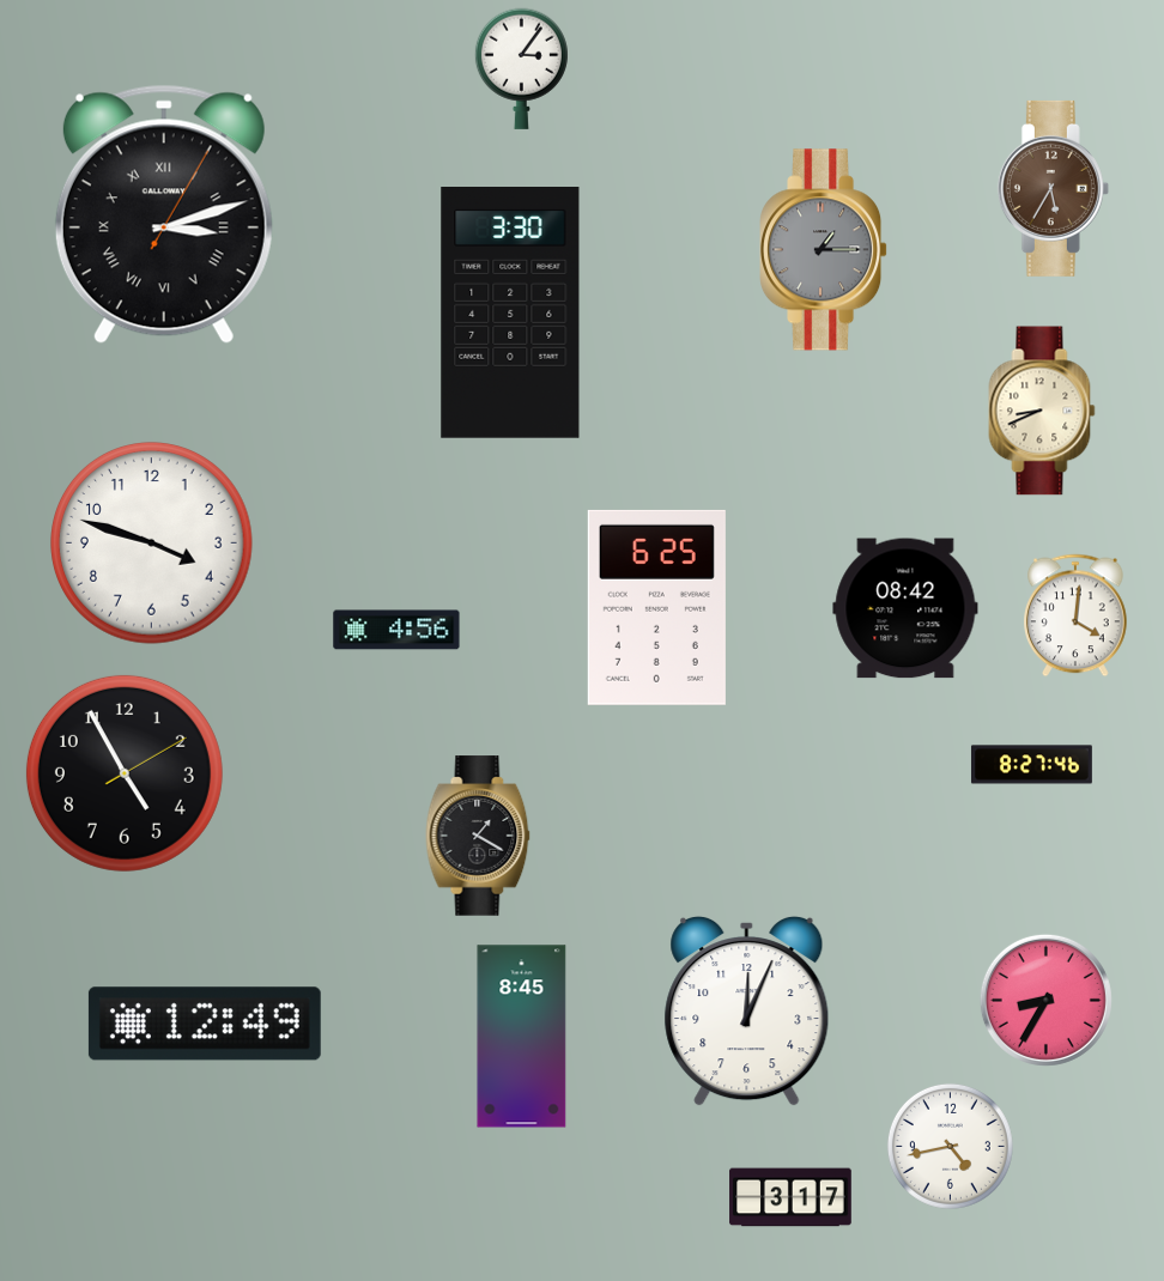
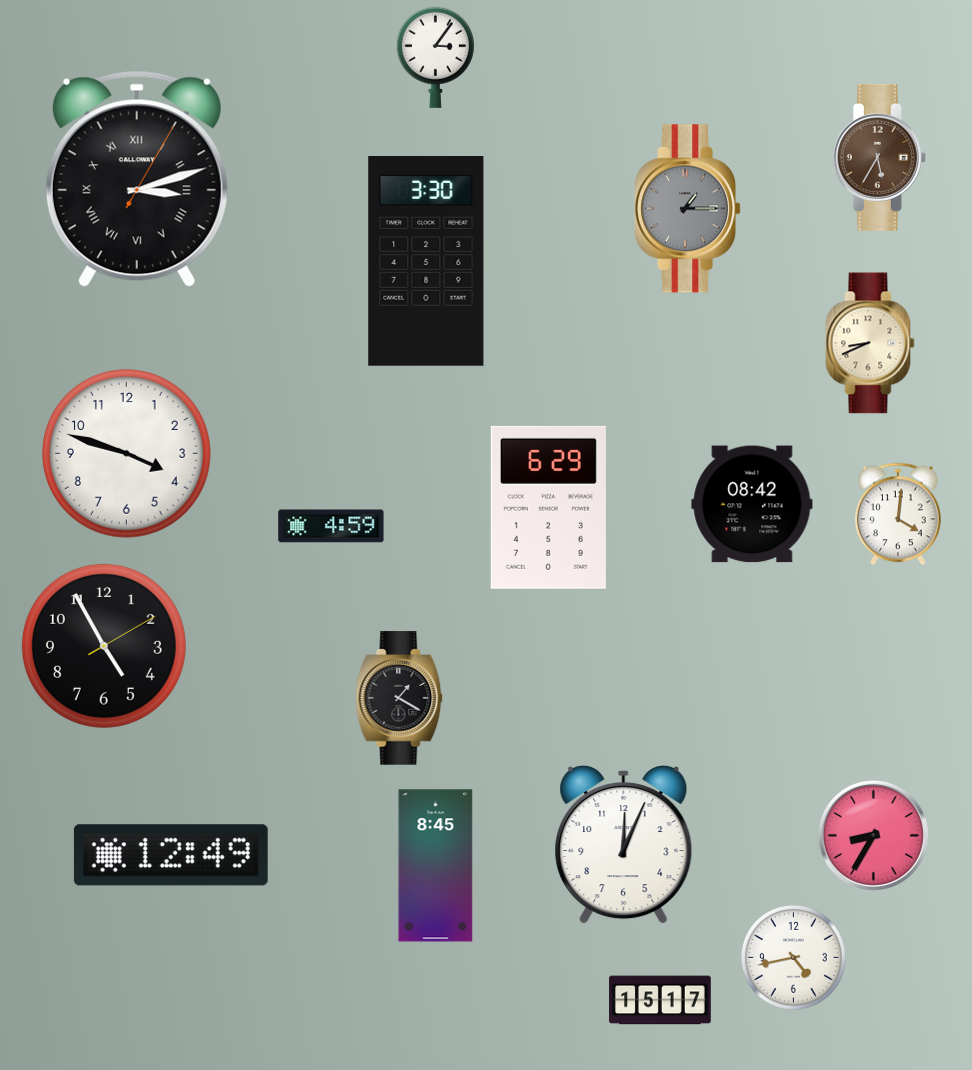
clock at (656, 607): 6:25 -> 6:29
clock at (905, 608) position: (905, 608) -> (752, 504)
clock at (396, 630): 4:56 -> 4:59
clock at (1031, 765): 8:27 -> none
clock at (790, 1197): 3:17 -> 15:17
